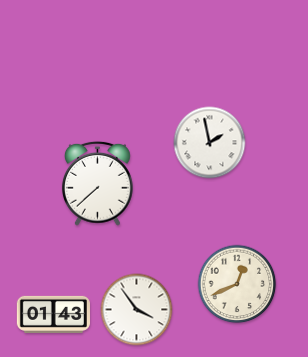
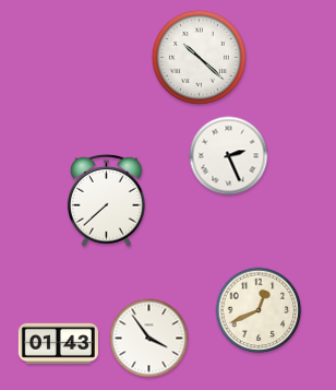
clock at (199, 57): none -> 10:22
clock at (210, 143): 1:58 -> 2:26
